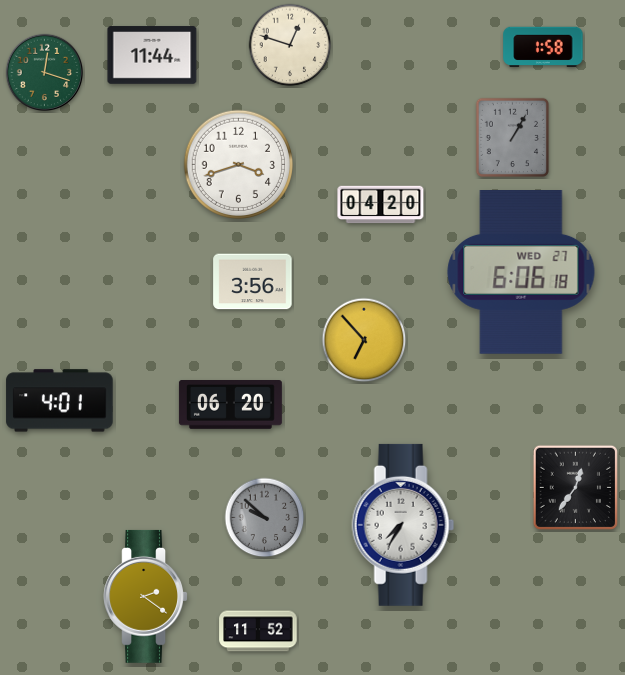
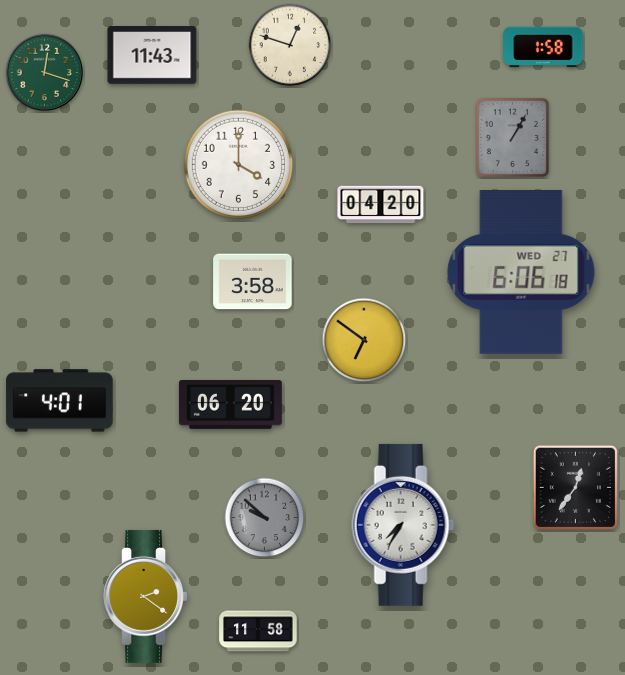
clock at (152, 55): 11:44 -> 11:43
clock at (239, 165): 3:42 -> 4:00
clock at (253, 282): 3:56 -> 3:58
clock at (364, 340): 6:53 -> 6:51
clock at (258, 631): 11:52 -> 11:58
